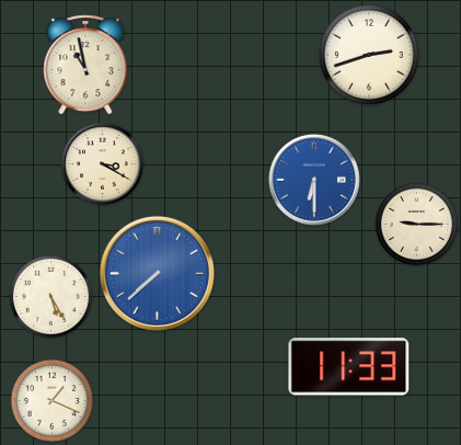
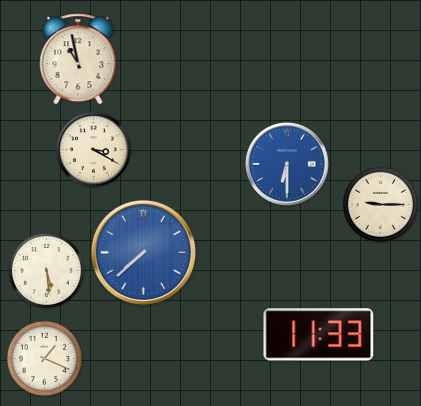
clock at (369, 55): 2:42 -> none
clock at (157, 273) position: (157, 273) -> (143, 252)
clock at (50, 296): 5:25 -> 5:29
clock at (51, 400) position: (51, 400) -> (44, 358)
